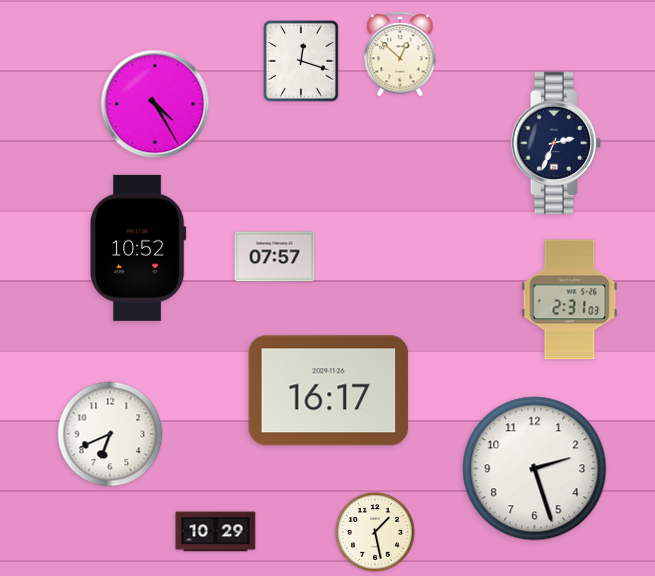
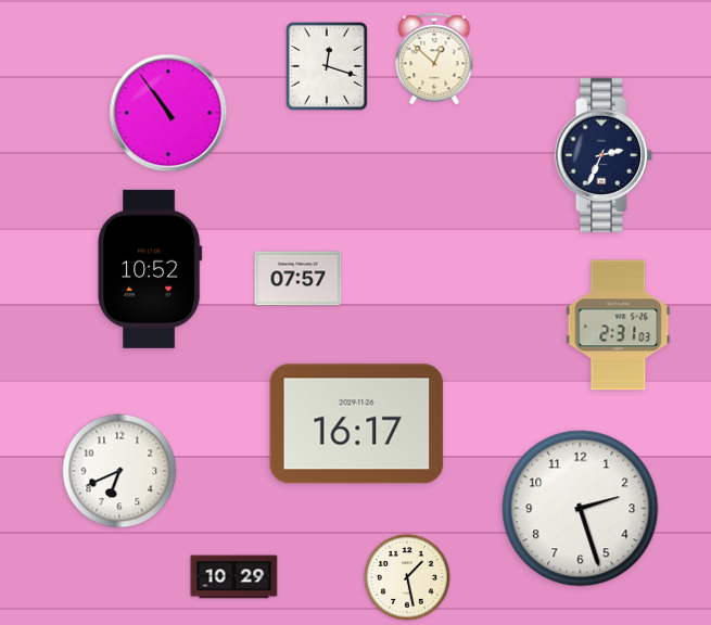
clock at (155, 104): 4:25 -> 10:54
